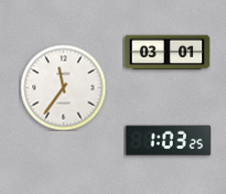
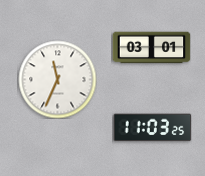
clock at (63, 87): 11:36 -> 11:34
clock at (168, 141): 1:03 -> 11:03
